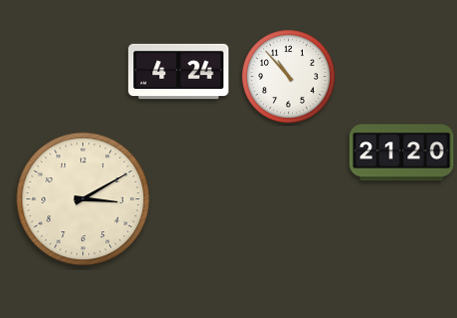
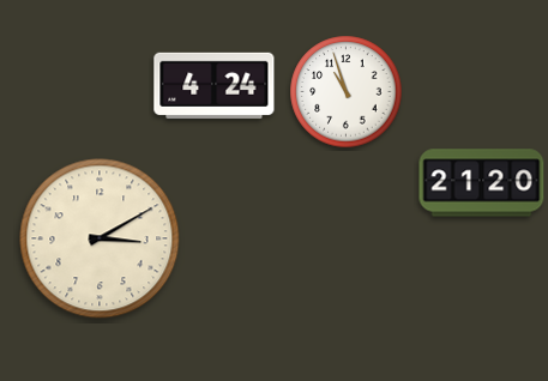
clock at (289, 77): 10:53 -> 10:57
